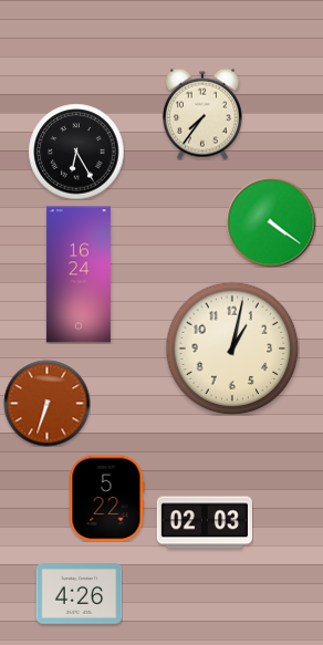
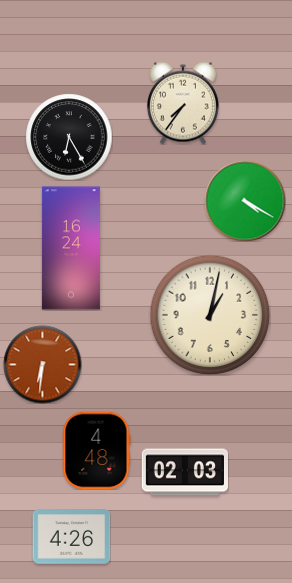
clock at (271, 222): 4:21 -> 4:20
clock at (46, 403): 6:33 -> 6:31
clock at (106, 498): 5:22 -> 4:48
